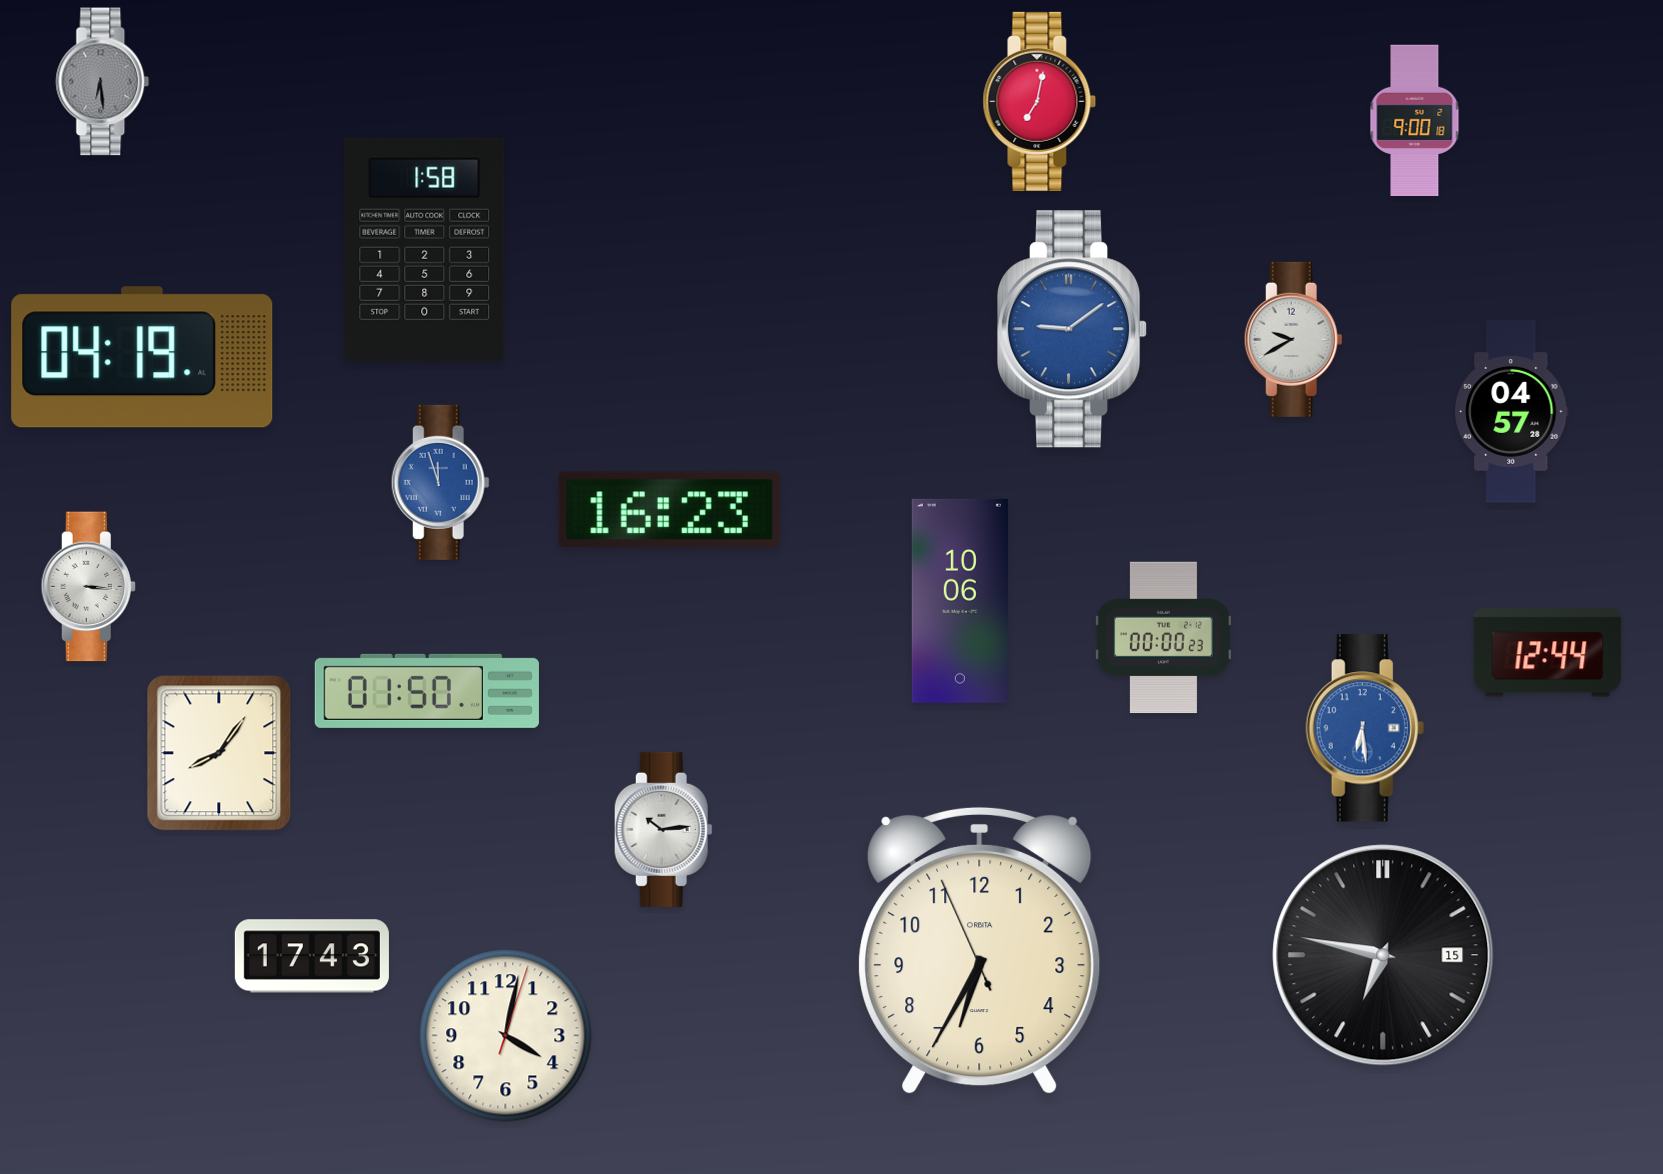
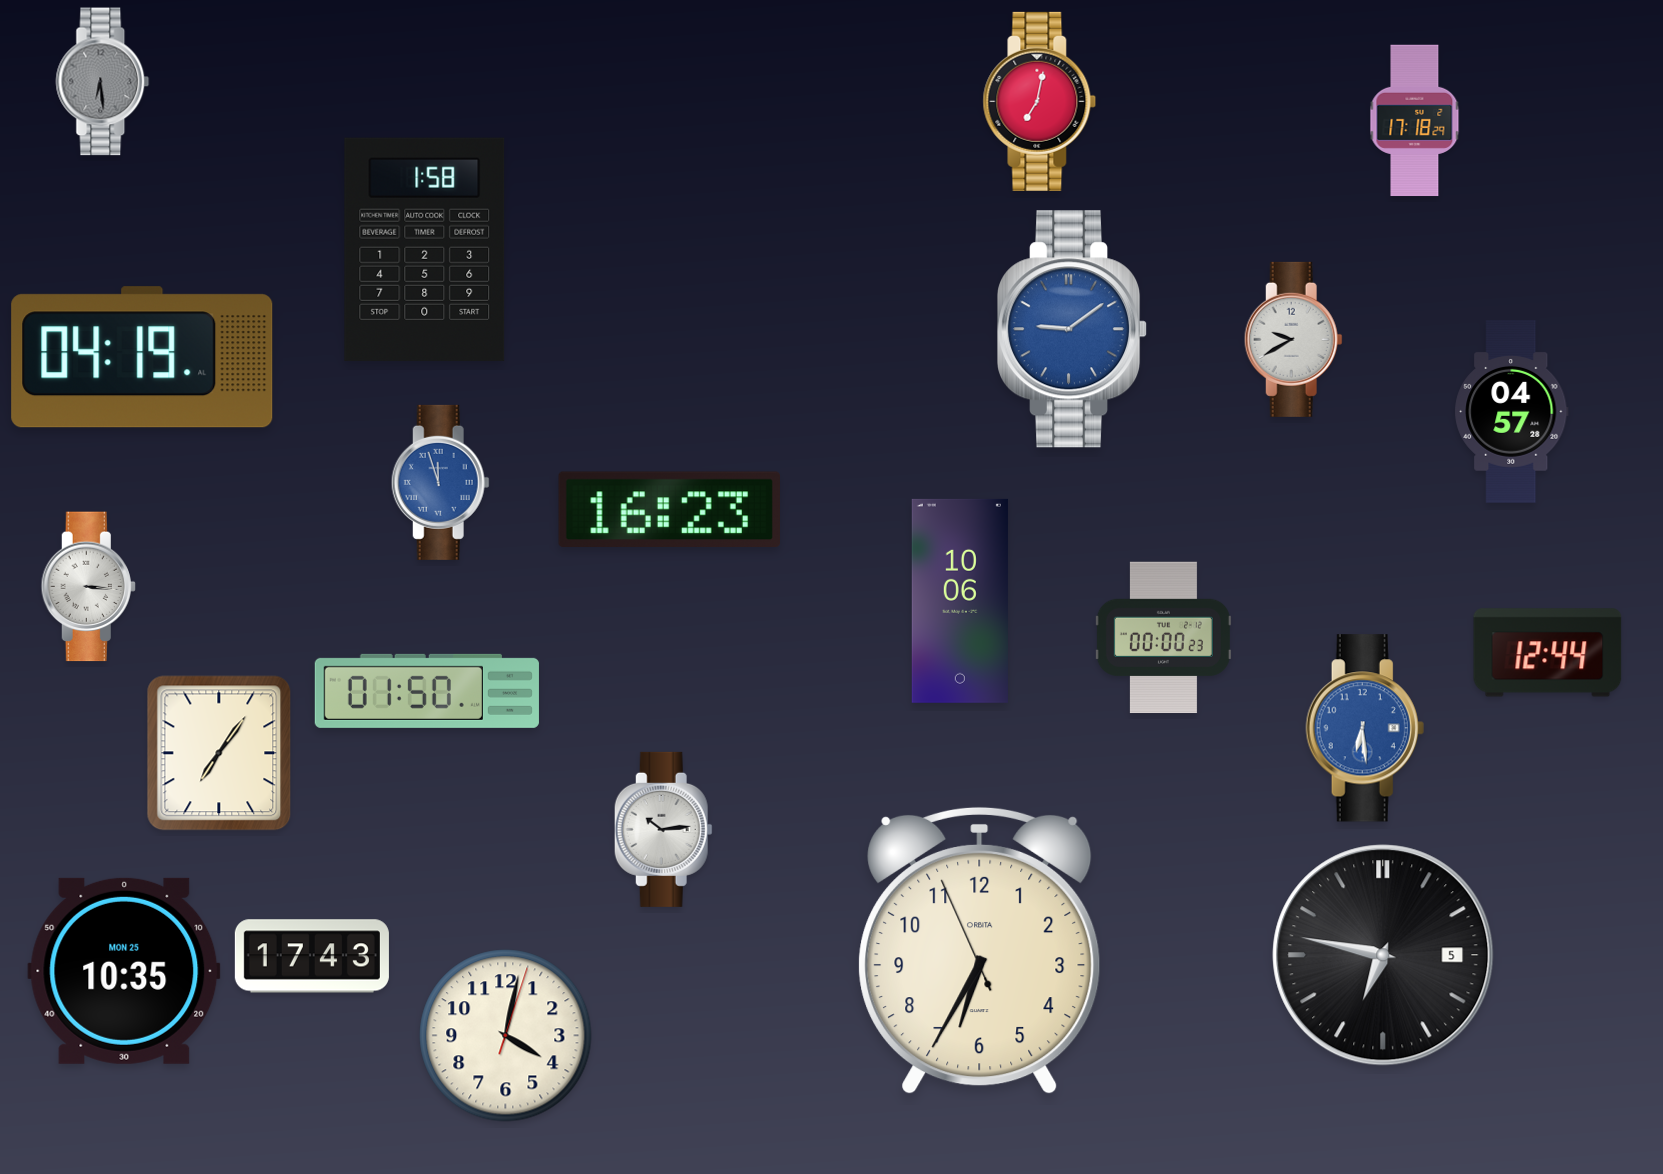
clock at (1415, 121): 9:00 -> 17:18
clock at (219, 753): 8:06 -> 7:06
clock at (1383, 955) date: 15 -> 5
clock at (124, 971): none -> 10:35
